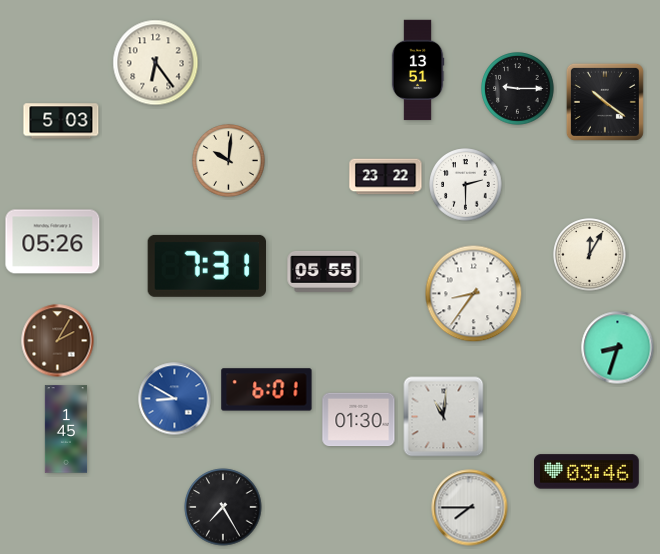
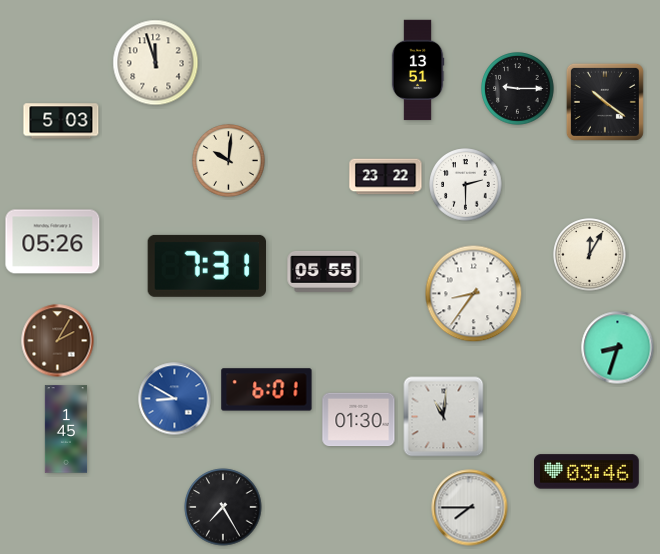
clock at (156, 63): 6:24 -> 11:57
